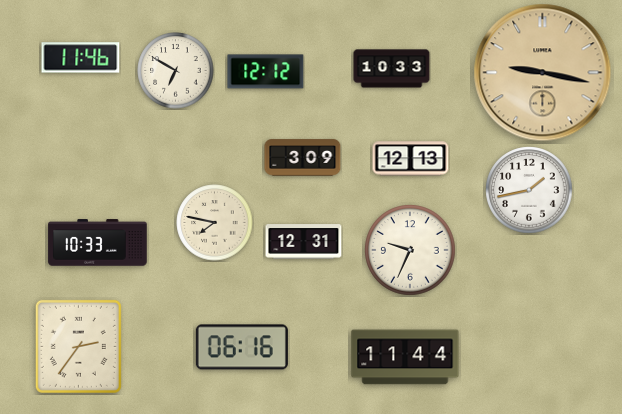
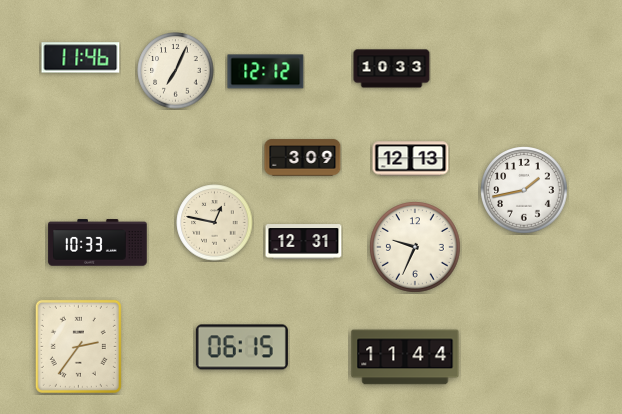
clock at (176, 71): 6:50 -> 7:04
clock at (543, 73): 9:17 -> none
clock at (529, 190) position: (529, 190) -> (524, 190)
clock at (215, 223): 7:47 -> 12:47
clock at (410, 250) position: (410, 250) -> (415, 247)
clock at (242, 347): 06:16 -> 06:15
